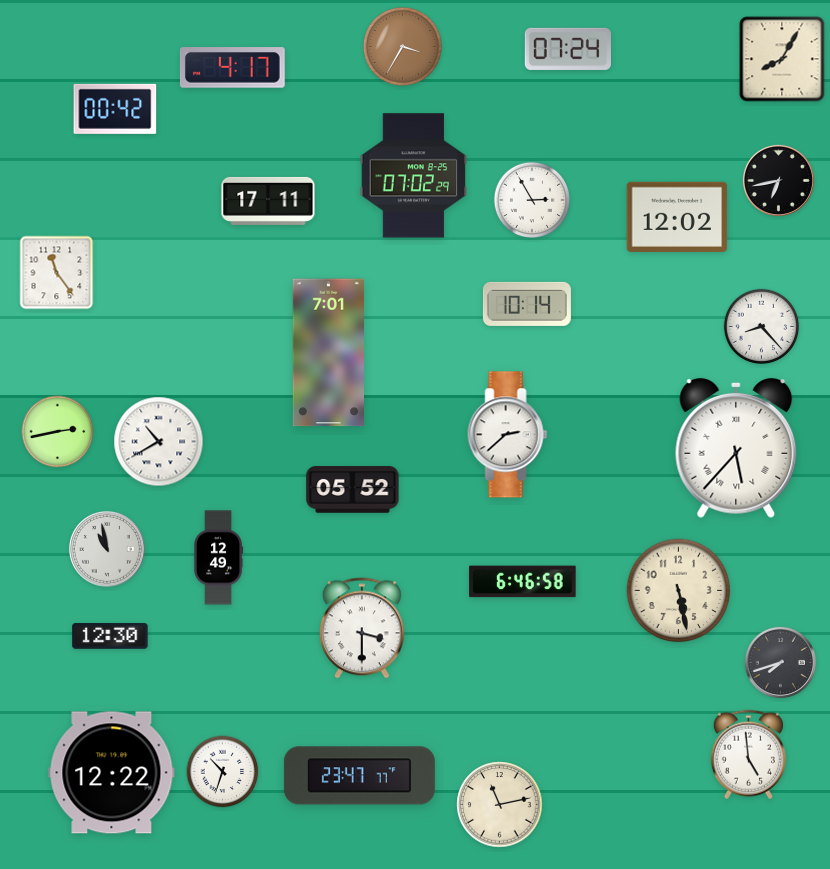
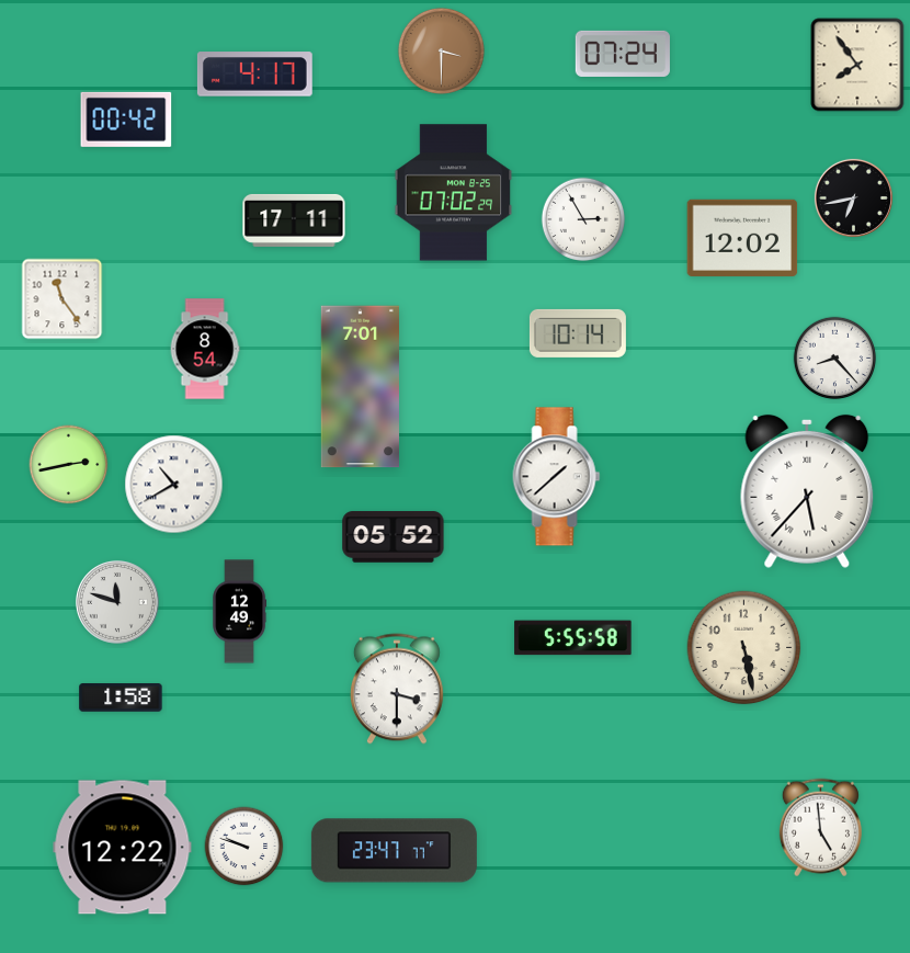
clock at (402, 46): 3:35 -> 3:30
clock at (782, 59): 8:05 -> 7:54
clock at (205, 349): none -> 8:54
clock at (58, 432) position: (58, 432) -> (69, 465)
clock at (508, 435): 2:38 -> 1:38
clock at (353, 490) position: (353, 490) -> (394, 537)
clock at (107, 549): 10:58 -> 11:48
clock at (523, 582): 6:46 -> 5:55
clock at (110, 636): 12:30 -> 1:58
clock at (780, 662): 7:42 -> none
clock at (223, 772): 10:33 -> 9:48
clock at (500, 805): 11:13 -> none
